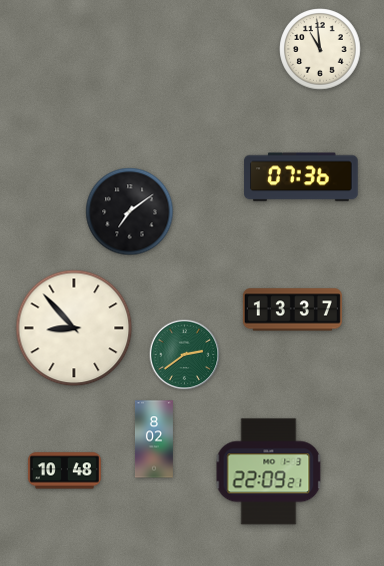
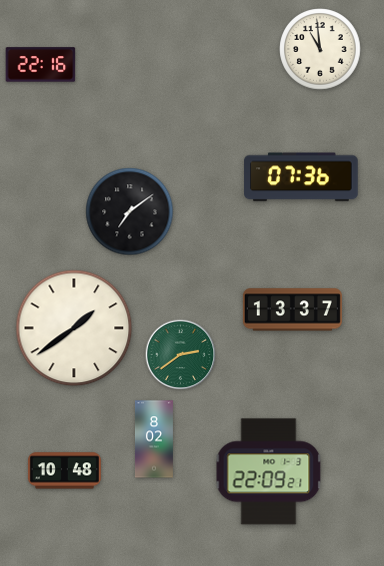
clock at (41, 65): none -> 22:16
clock at (74, 328): 8:53 -> 1:39
clock at (185, 355) position: (185, 355) -> (181, 355)
